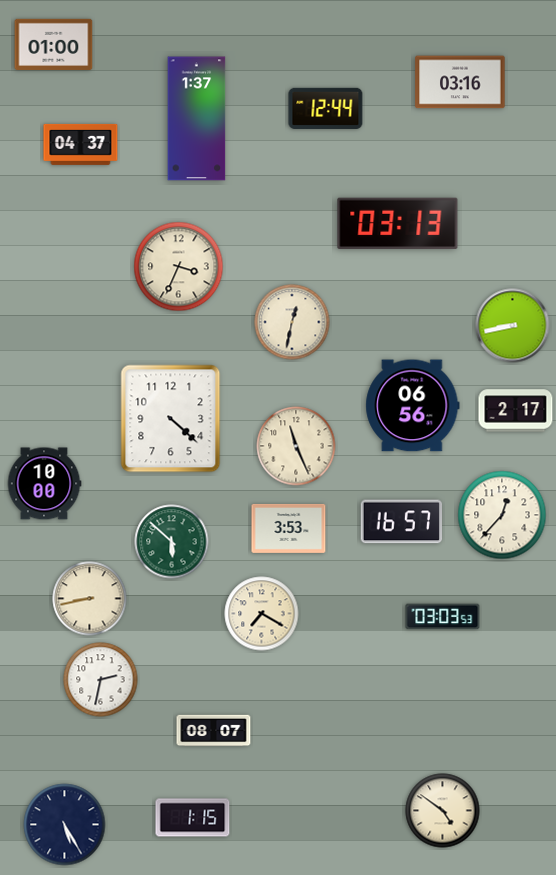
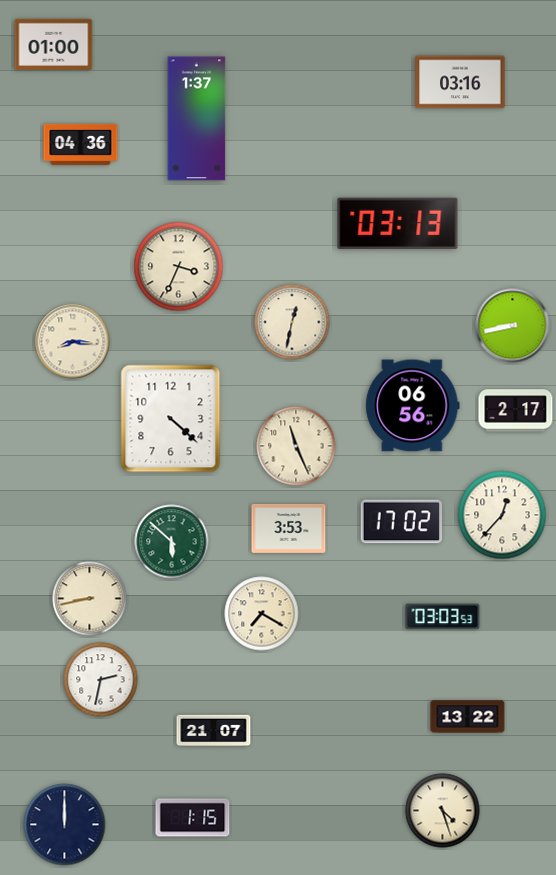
clock at (326, 108): 12:44 -> none
clock at (81, 144): 04:37 -> 04:36
clock at (73, 342): none -> 8:16
clock at (44, 484): 10:00 -> none
clock at (401, 522): 16:57 -> 17:02
clock at (468, 717): none -> 13:22
clock at (214, 731): 08:07 -> 21:07
clock at (443, 811): 4:51 -> 4:27
clock at (65, 825): 5:25 -> 12:00
